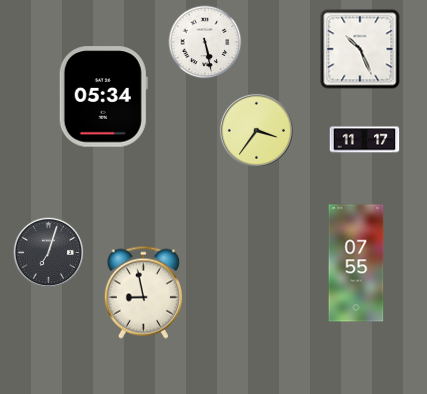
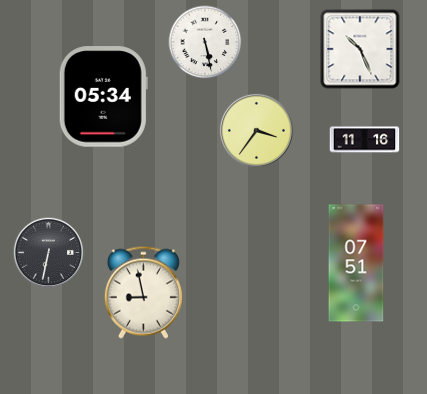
clock at (365, 140): 11:17 -> 11:16
clock at (49, 253): 7:03 -> 6:32
clock at (356, 263): 07:55 -> 07:51
